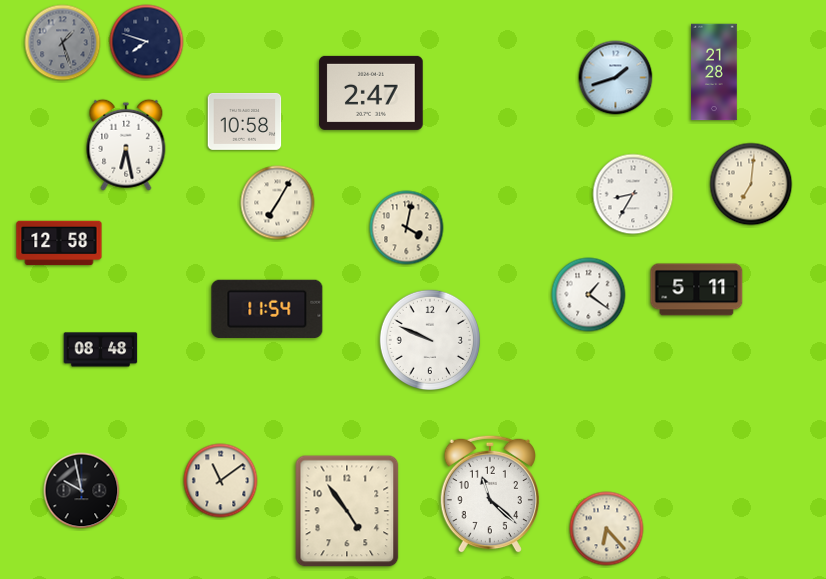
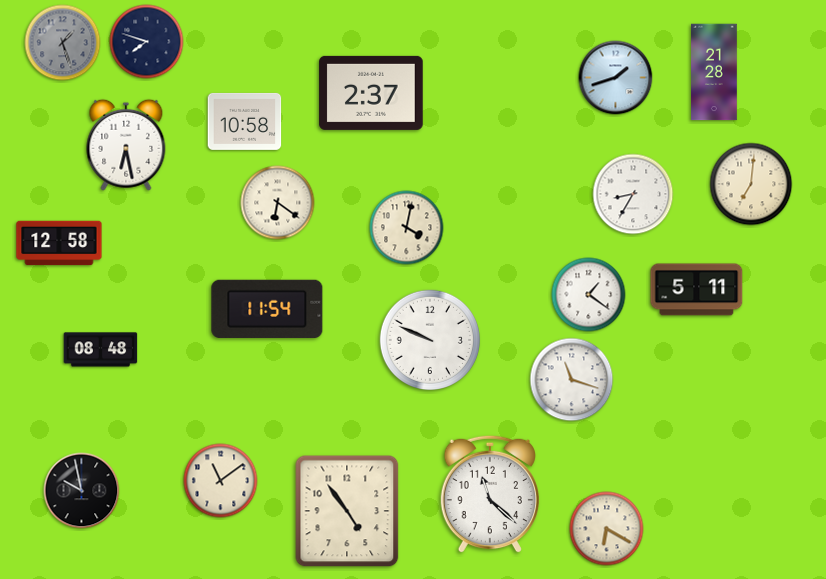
clock at (371, 93): 2:47 -> 2:37
clock at (278, 203): 7:05 -> 6:21
clock at (572, 380): none -> 11:18
clock at (607, 529): 6:23 -> 6:20
